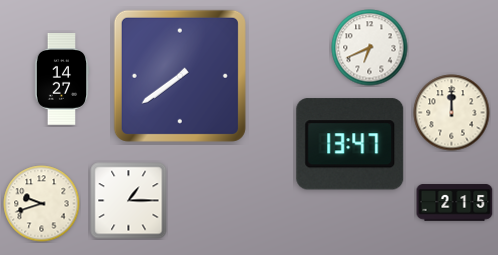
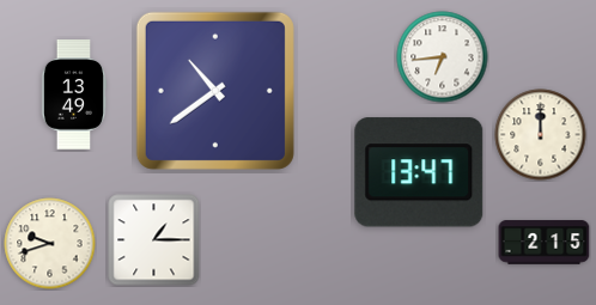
clock at (370, 48): 6:41 -> 6:44
clock at (180, 76): 7:39 -> 10:39
clock at (62, 79): 14:27 -> 13:49
